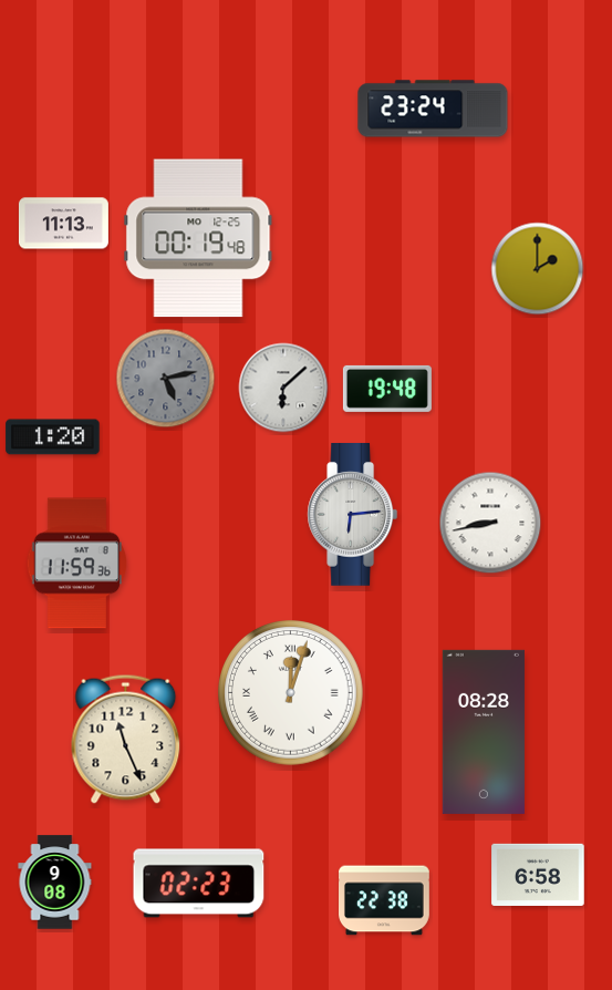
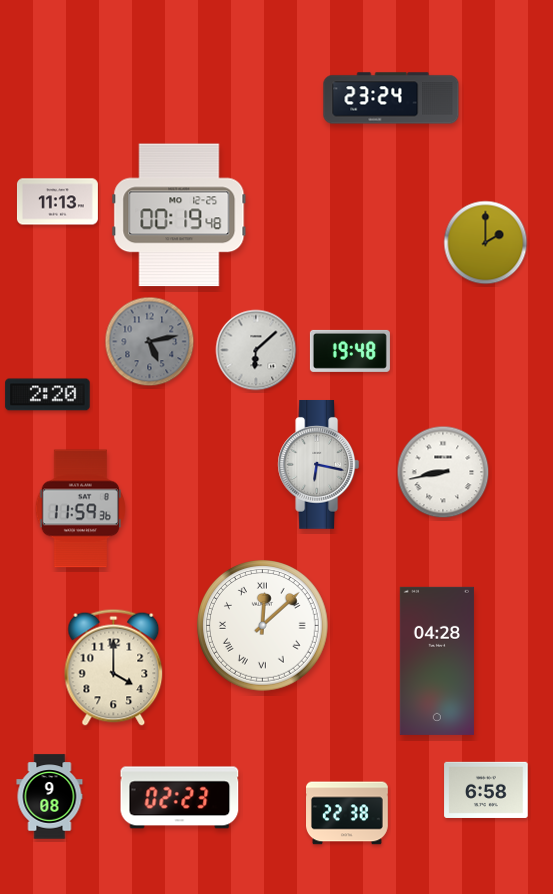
clock at (53, 437): 1:20 -> 2:20
clock at (353, 515): 6:14 -> 6:17
clock at (77, 564) position: (77, 564) -> (81, 509)
clock at (291, 693): 12:03 -> 12:08
clock at (484, 732): 08:28 -> 04:28
clock at (126, 739): 11:26 -> 4:00
